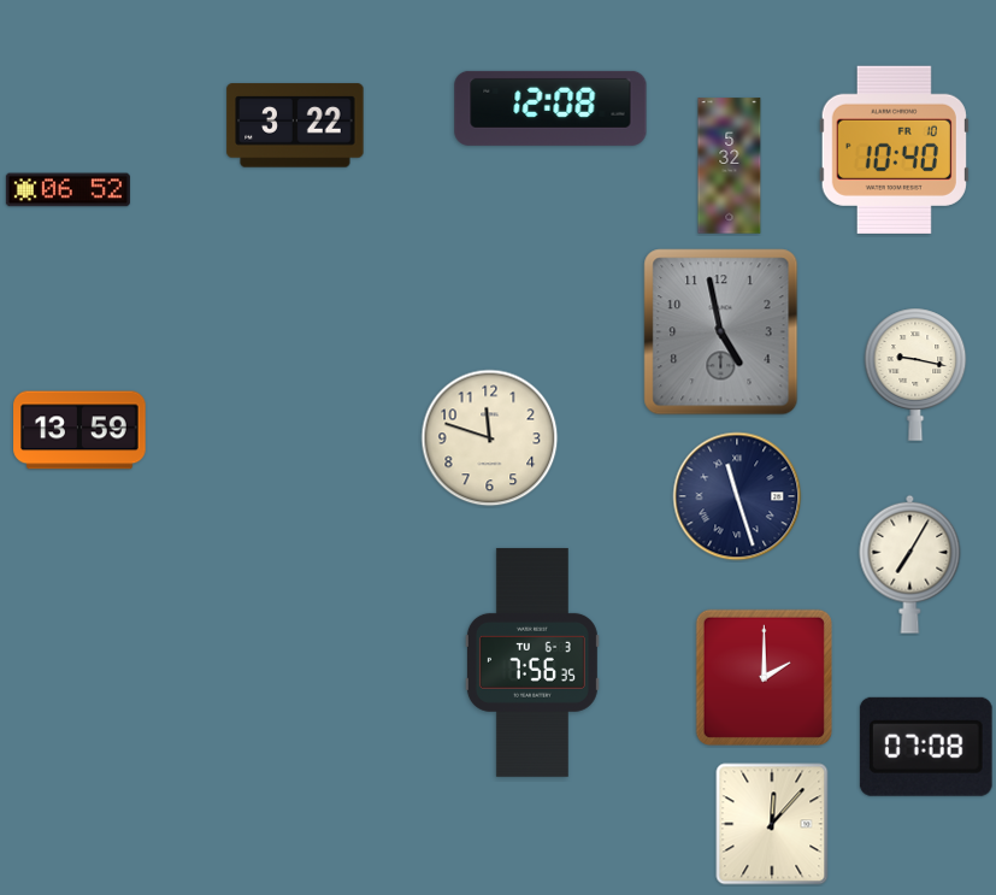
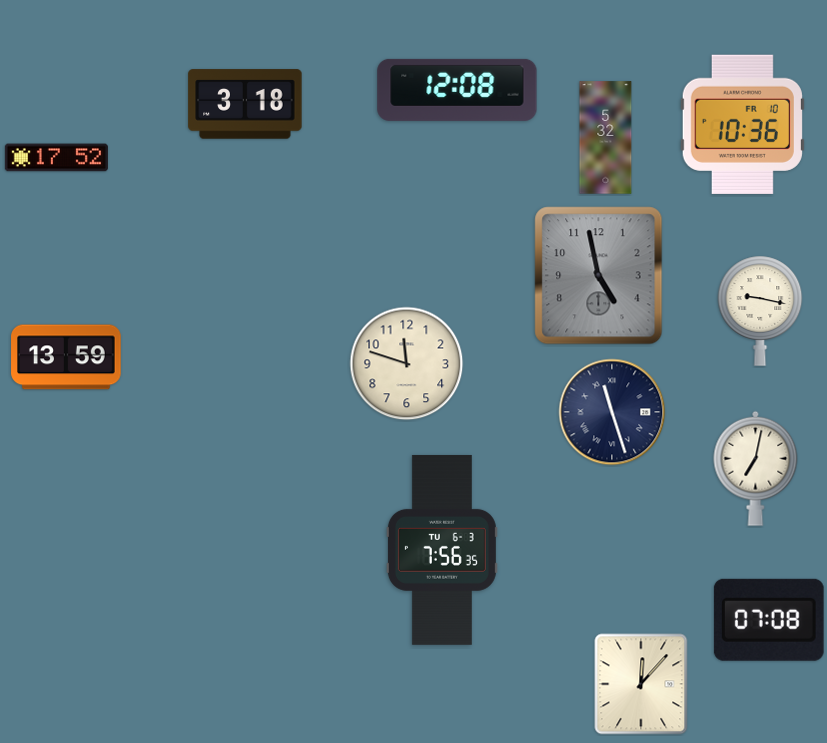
clock at (295, 125): 3:22 -> 3:18
clock at (894, 149): 10:40 -> 10:36
clock at (67, 190): 06:52 -> 17:52
clock at (910, 564): 7:05 -> 7:02
clock at (764, 677): 2:00 -> none
